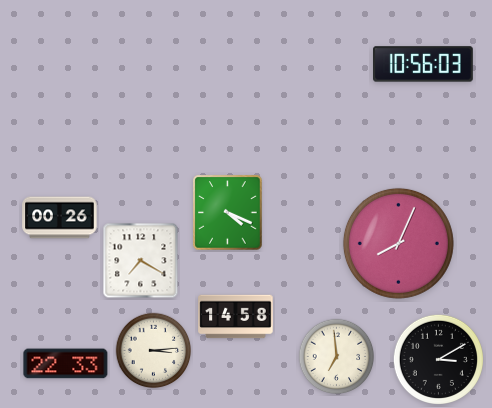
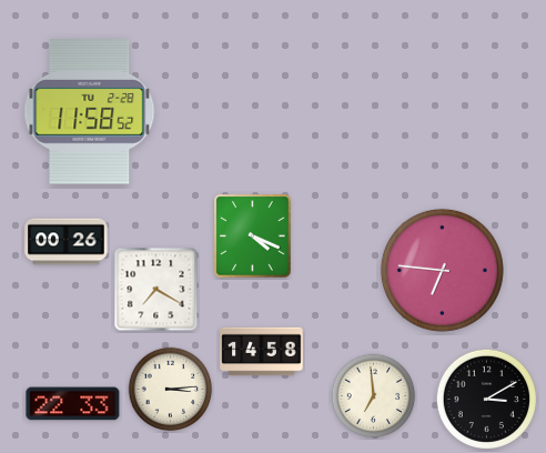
clock at (424, 64): 10:56 -> none
clock at (90, 112): none -> 11:58
clock at (398, 243): 8:04 -> 6:46
